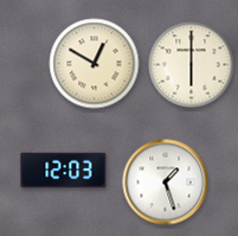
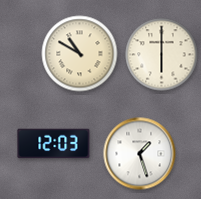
clock at (95, 64): 12:50 -> 10:50
